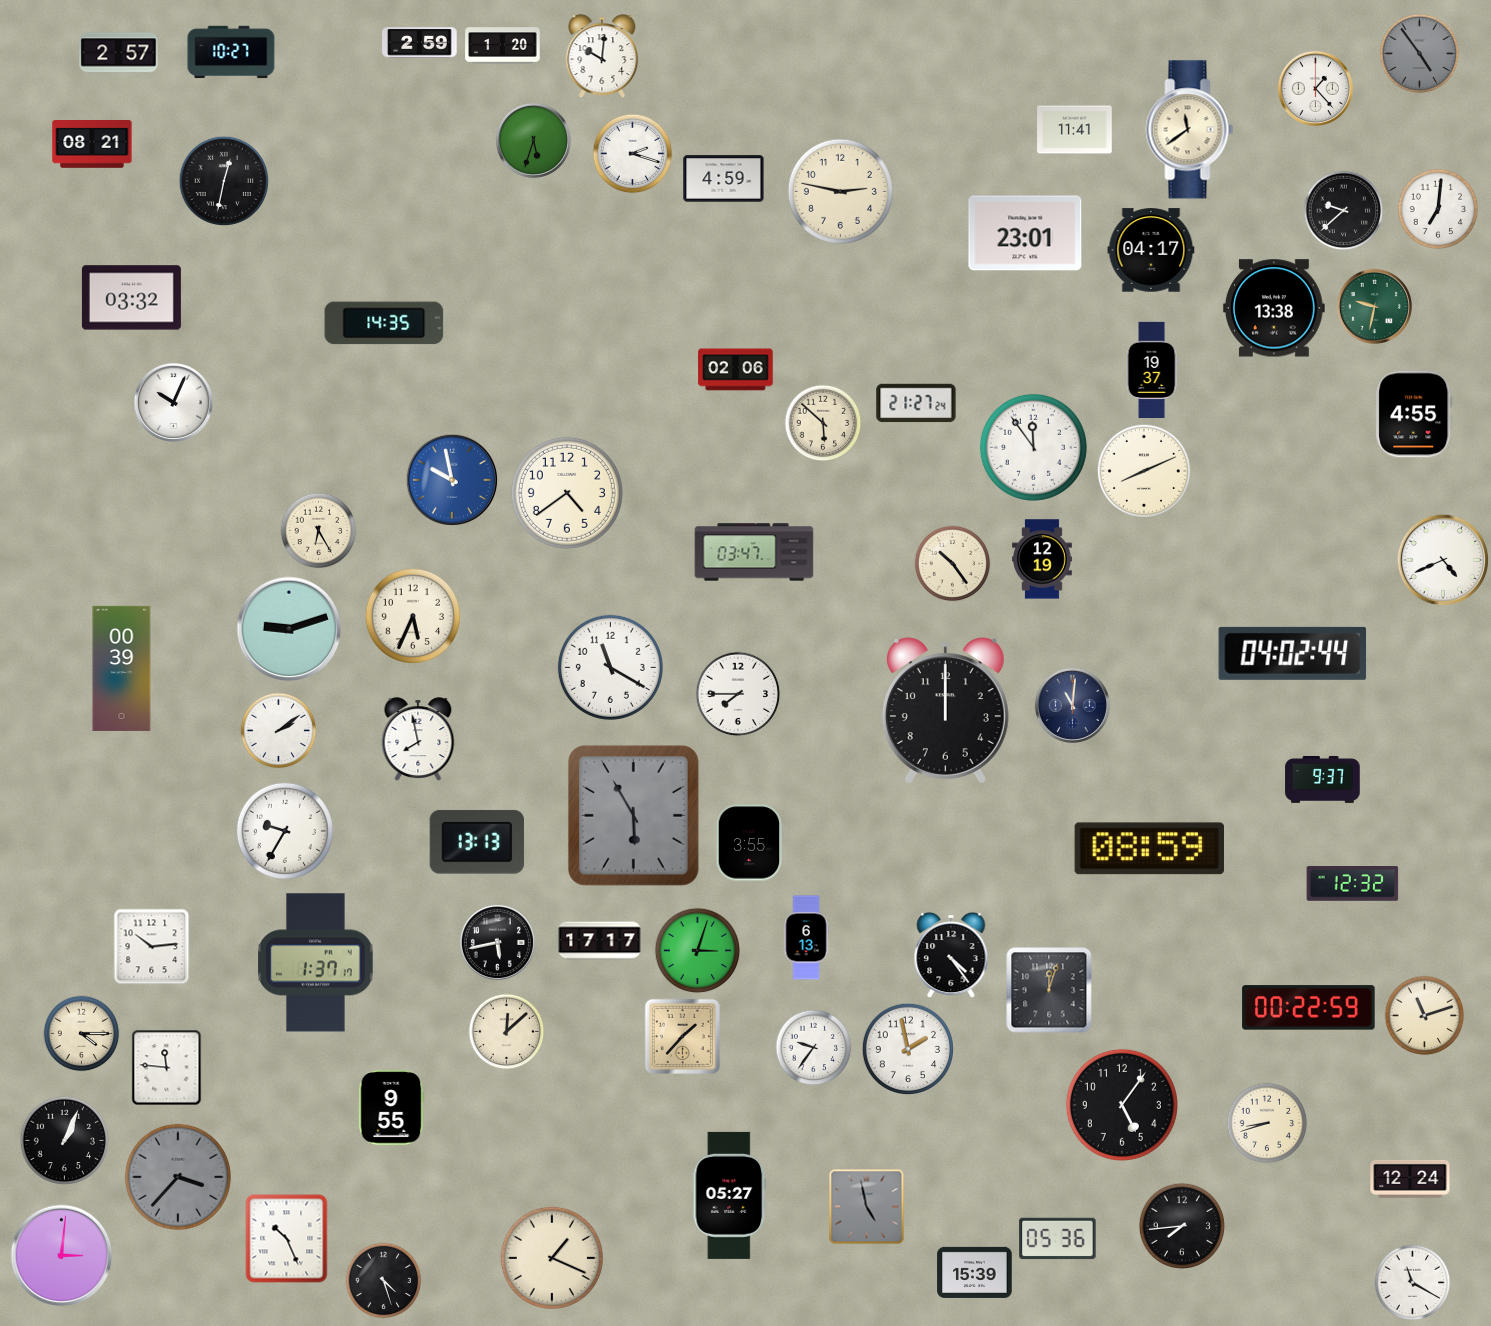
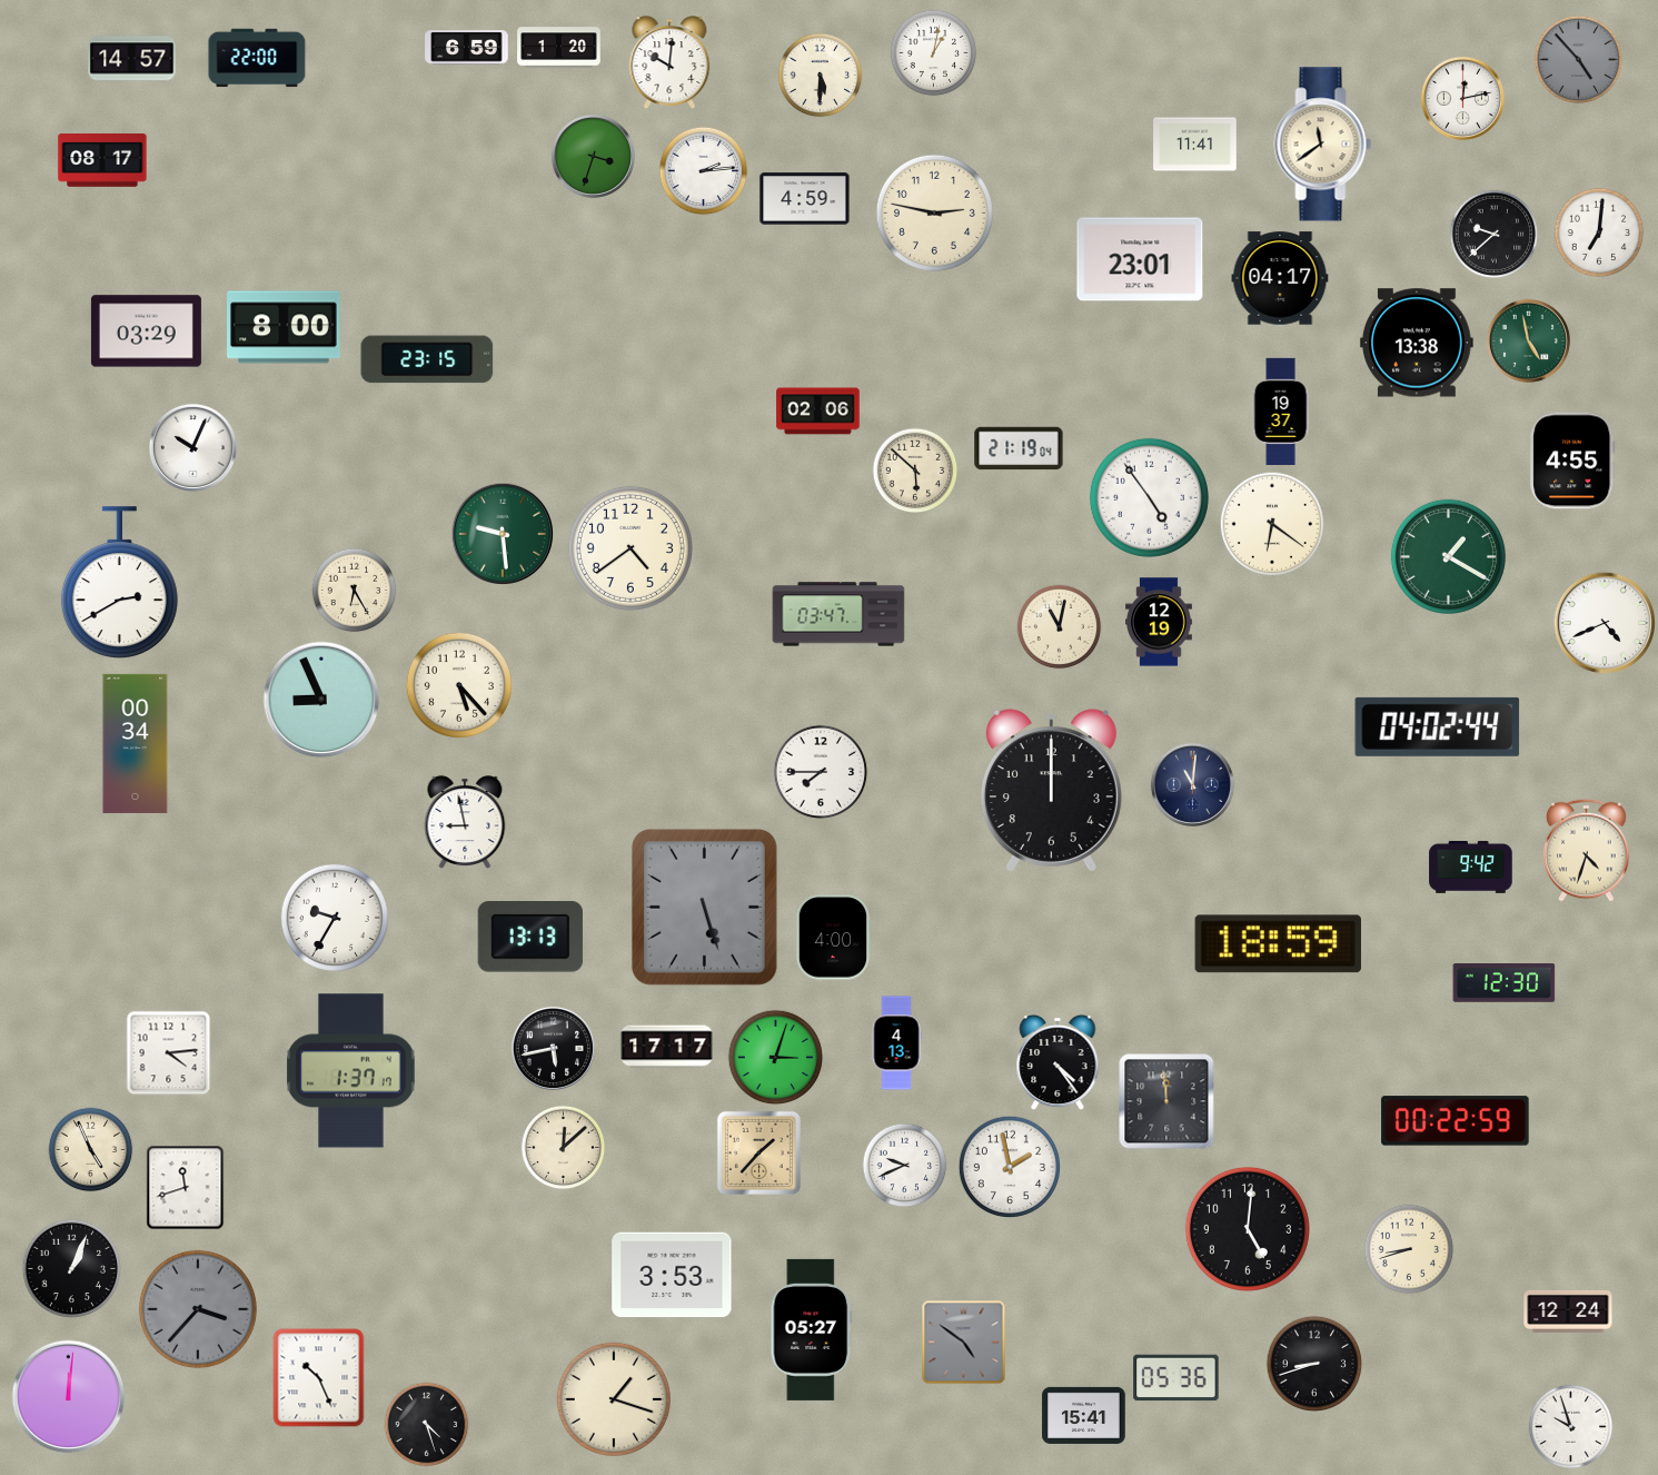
clock at (420, 43): 2:59 -> 6:59
clock at (503, 46) position: (503, 46) -> (559, 48)
clock at (934, 53): none -> 1:02
clock at (231, 52): 10:27 -> 22:00
clock at (119, 53): 2:57 -> 14:57
clock at (1420, 54): 4:54 -> 4:53
clock at (821, 76): none -> 5:30
clock at (1315, 88): 1:23 -> 12:13
clock at (533, 140): 5:33 -> 3:33
clock at (92, 145): 08:21 -> 08:17
clock at (633, 154): 2:18 -> 2:14
clock at (223, 180): 12:32 -> none
clock at (285, 327): none -> 8:00
clock at (131, 298): 03:32 -> 03:29
clock at (1374, 306): 9:32 -> 4:58
clock at (384, 323): 14:35 -> 23:15
clock at (916, 403): 21:27 -> 21:19
clock at (1033, 447): 11:54 -> 4:54
clock at (1143, 470): 8:11 -> 6:21
clock at (452, 480): 9:58 -> 9:29
clock at (452, 480) dial: blue -> green
clock at (1448, 556): none -> 1:20
clock at (119, 582): none -> 2:40
clock at (953, 564): 10:24 -> 11:02
clock at (413, 616): 5:34 -> 5:23
clock at (289, 629): 9:12 -> 8:56
clock at (610, 667): 11:20 -> none
clock at (122, 668): 00:39 -> 00:34
clock at (279, 731): 2:09 -> none
clock at (418, 739): 7:58 -> 8:58
clock at (1587, 850): none -> 4:33
clock at (1323, 779): 9:37 -> 9:42
clock at (633, 815): 5:55 -> 5:27
clock at (285, 831) position: (285, 831) -> (335, 918)
clock at (749, 843): 3:55 -> 4:00
clock at (1149, 849): 08:59 -> 18:59
clock at (1353, 884): 12:32 -> 12:30
clock at (806, 938): 6:13 -> 4:13
clock at (152, 947): 10:14 -> 4:14
clock at (1049, 990): 12:03 -> 11:59
clock at (1425, 1016): 11:12 -> none
clock at (82, 1034): 4:15 -> 4:56
clock at (814, 1048): 9:36 -> 9:41
clock at (167, 1068): 11:46 -> 11:42
clock at (1122, 1105): 5:06 -> 5:01
clock at (392, 1108): 9:55 -> none
clock at (672, 1275): none -> 3:53
clock at (867, 1207): 4:58 -> 4:51
clock at (1182, 1226): 7:44 -> 8:42
clock at (62, 1256): 3:01 -> 12:01
clock at (552, 1258): 1:19 -> 1:18
clock at (975, 1272): 15:39 -> 15:41
clock at (1413, 1283): 11:20 -> 9:57
